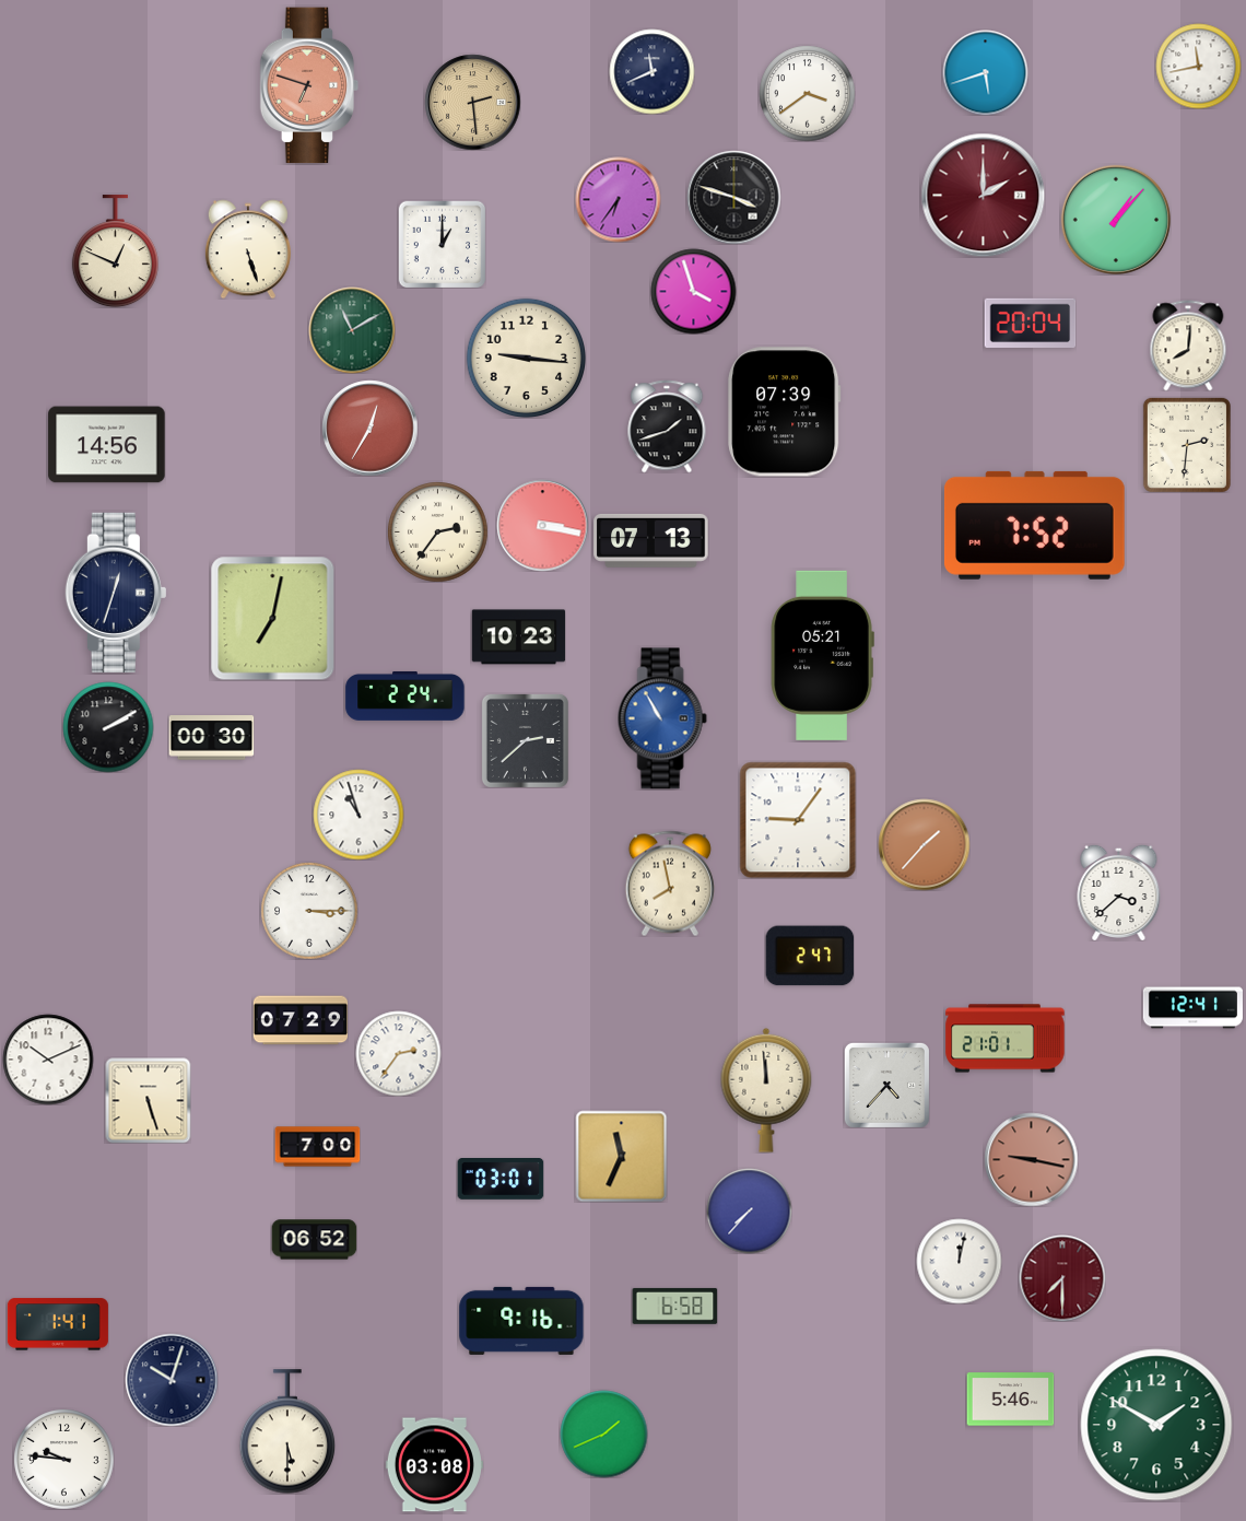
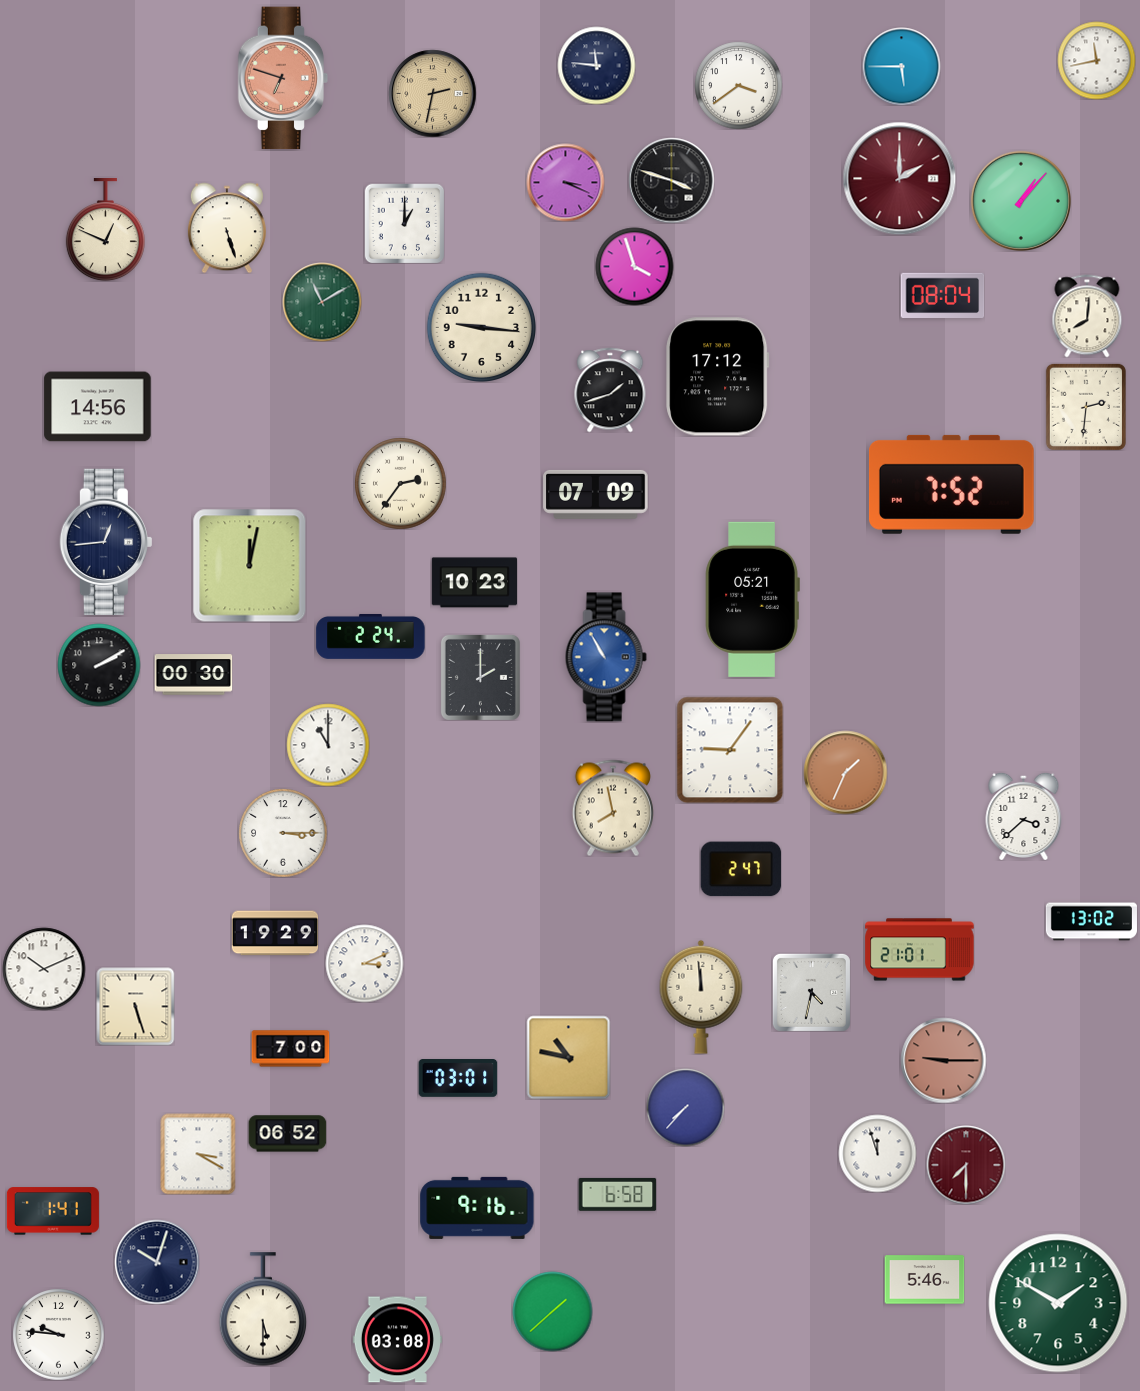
clock at (651, 71): 11:41 -> 11:46
clock at (985, 72): 5:42 -> 5:45
clock at (472, 102): 2:29 -> 2:32
clock at (618, 199): 6:36 -> 3:19
clock at (1030, 324): 20:04 -> 08:04
clock at (785, 412): 07:39 -> 17:12
clock at (369, 428): 12:35 -> none
clock at (542, 525): 3:17 -> none
clock at (1034, 525) position: (1034, 525) -> (951, 484)
clock at (437, 531) position: (437, 531) -> (400, 483)
clock at (651, 540): 07:13 -> 07:09
clock at (116, 592): 12:33 -> 12:44
clock at (272, 618): 7:02 -> 12:02
clock at (525, 740): 2:38 -> 2:00
clock at (358, 815): 10:57 -> 11:00
clock at (924, 844): 1:37 -> 1:34
clock at (810, 956) position: (810, 956) -> (741, 869)
clock at (1192, 1008): 12:41 -> 13:02
clock at (301, 1020): 07:29 -> 19:29
clock at (398, 1053): 2:36 -> 3:11
clock at (886, 1085): 4:37 -> 4:32
clock at (621, 1156): 11:34 -> 10:47
clock at (1031, 1159): 9:17 -> 9:15
clock at (959, 1261): 12:02 -> 11:57
clock at (198, 1154): none -> 3:20
clock at (1062, 1278) position: (1062, 1278) -> (966, 1165)
clock at (603, 1434): 1:41 -> 1:38
